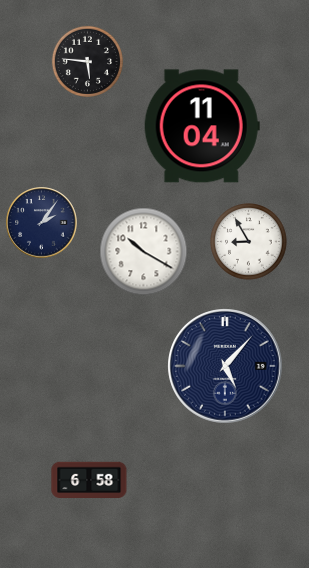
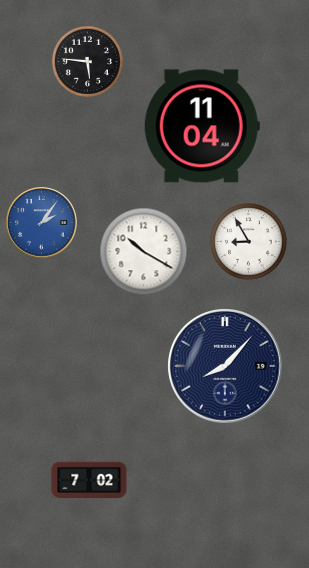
clock at (42, 223) dial: navy -> blue
clock at (225, 366): 5:07 -> 8:07
clock at (89, 480): 6:58 -> 7:02
